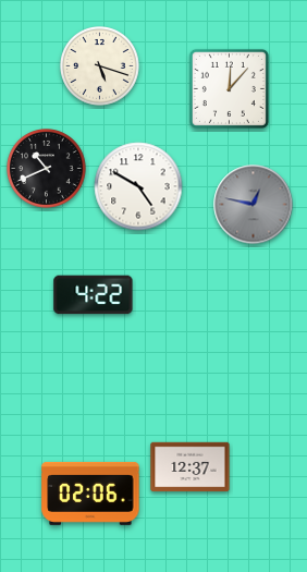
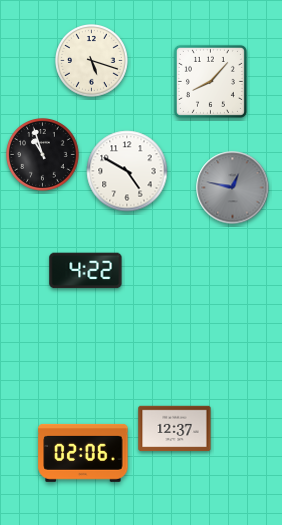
clock at (229, 88): 12:07 -> 8:07
clock at (47, 169): 10:41 -> 10:57
